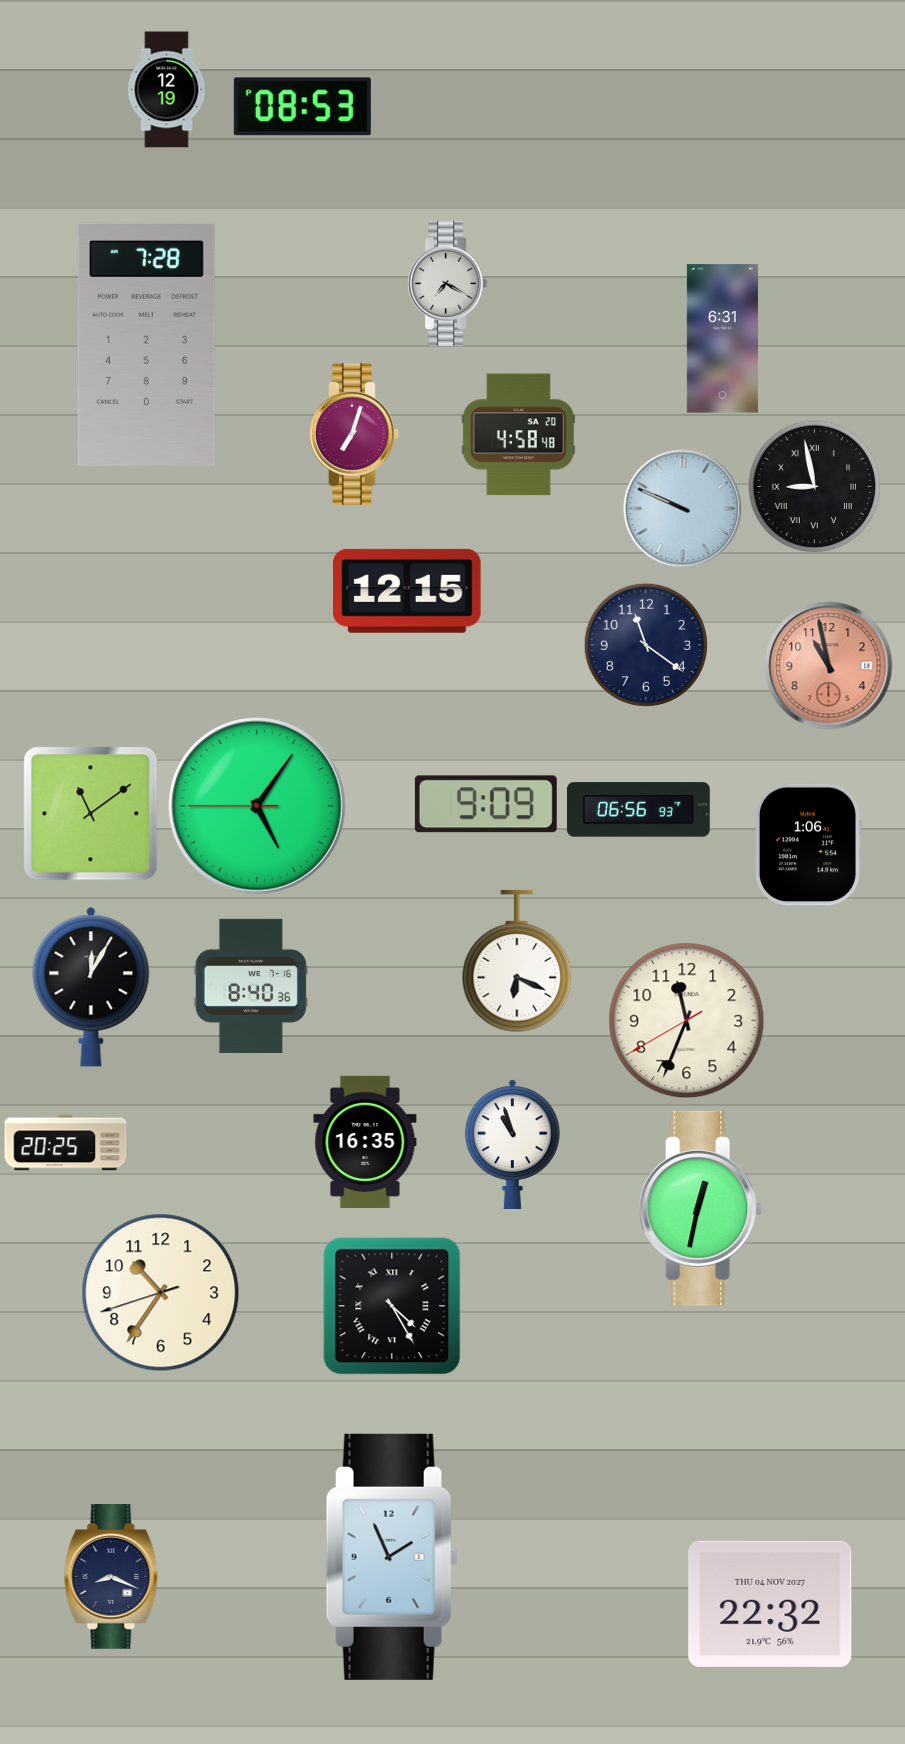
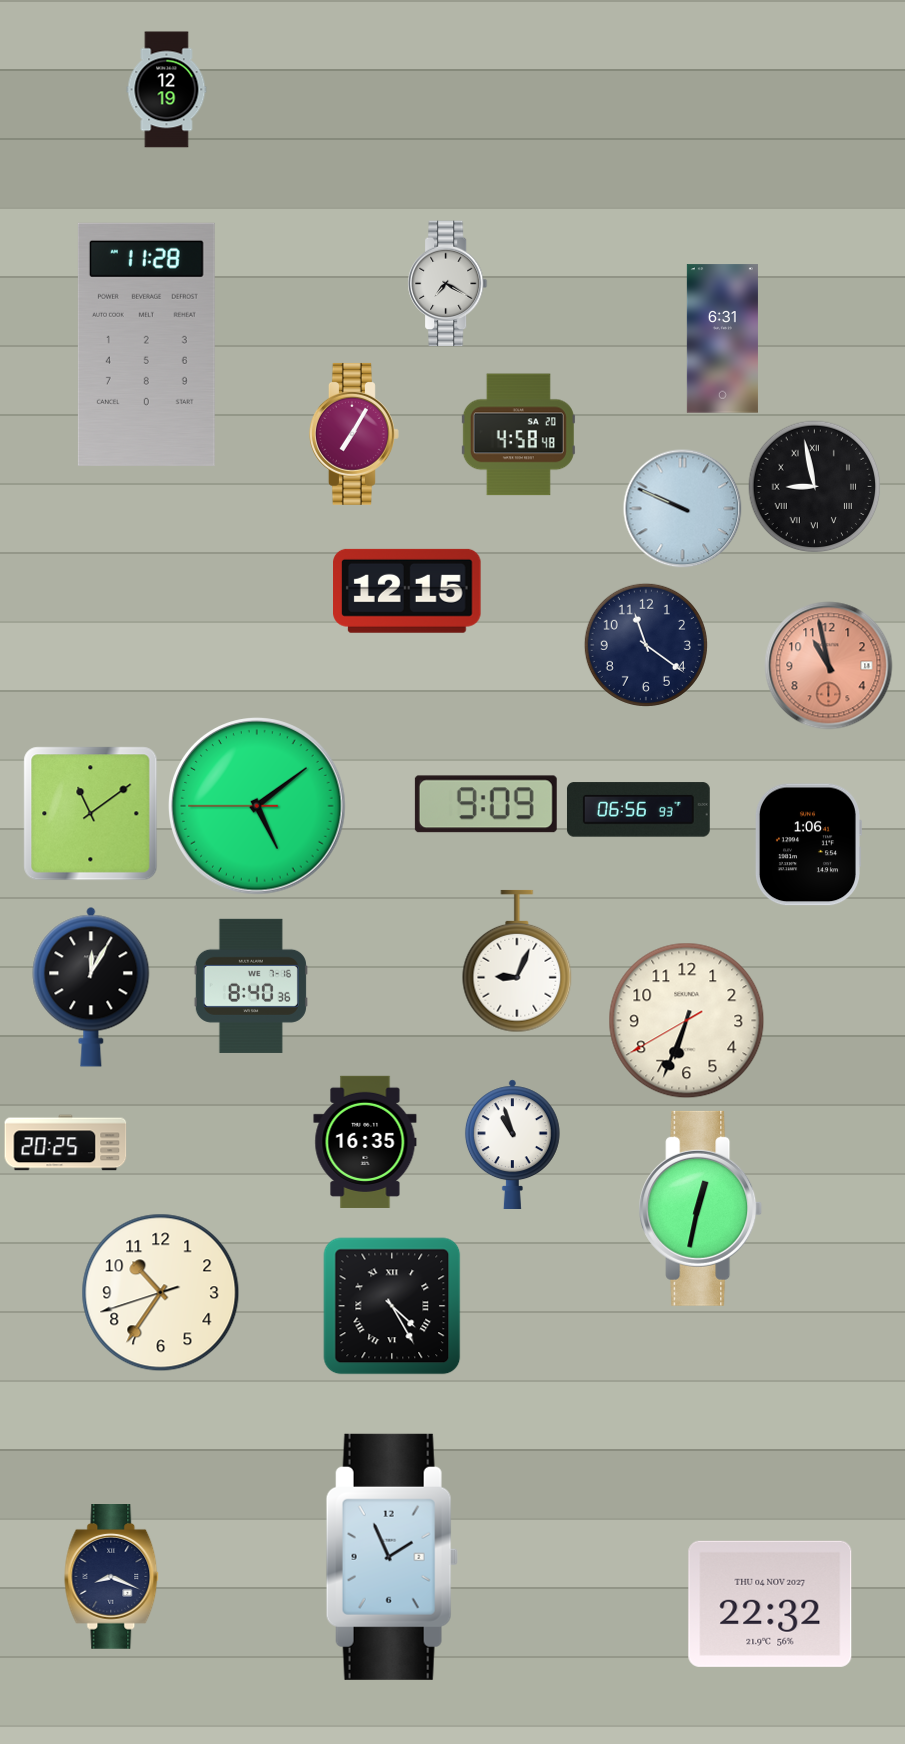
clock at (302, 107): 08:53 -> none
clock at (146, 344): 7:28 -> 11:28
clock at (354, 434): 7:03 -> 7:05
clock at (257, 806): 5:05 -> 5:08
clock at (517, 961): 6:19 -> 9:04
clock at (687, 1021): 11:33 -> 6:33
